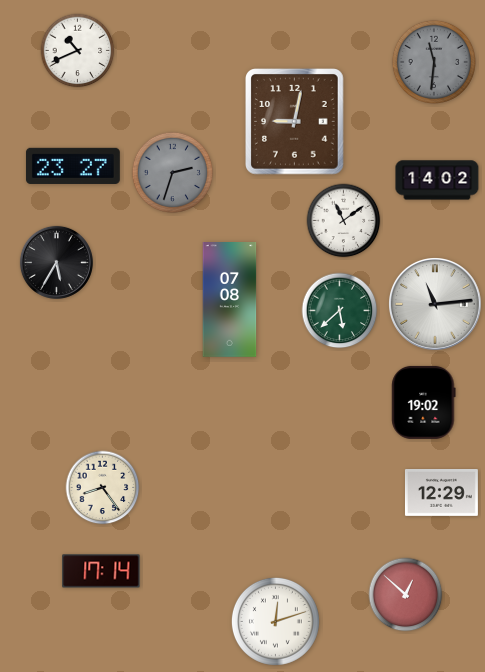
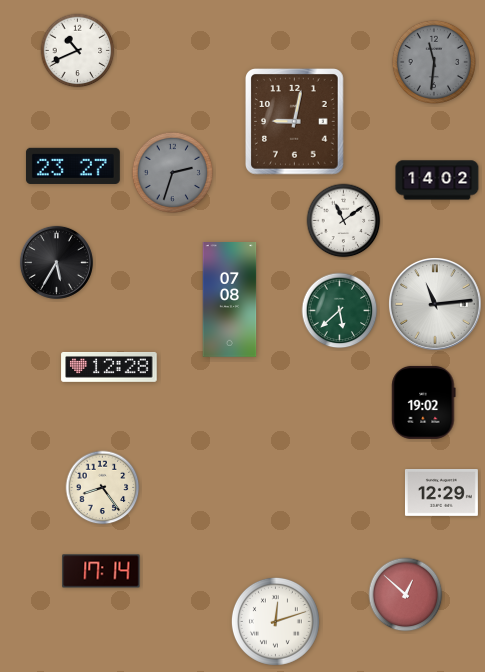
clock at (109, 367): none -> 12:28
